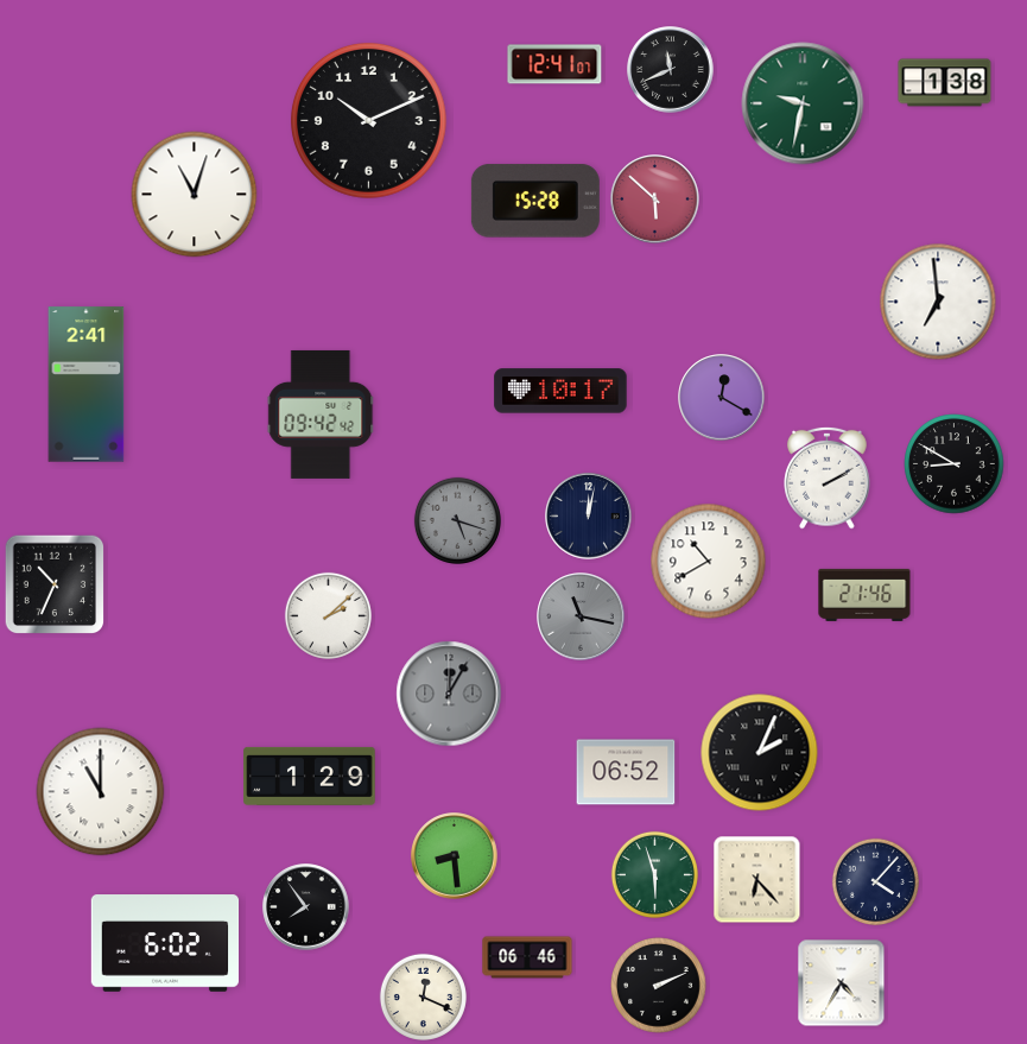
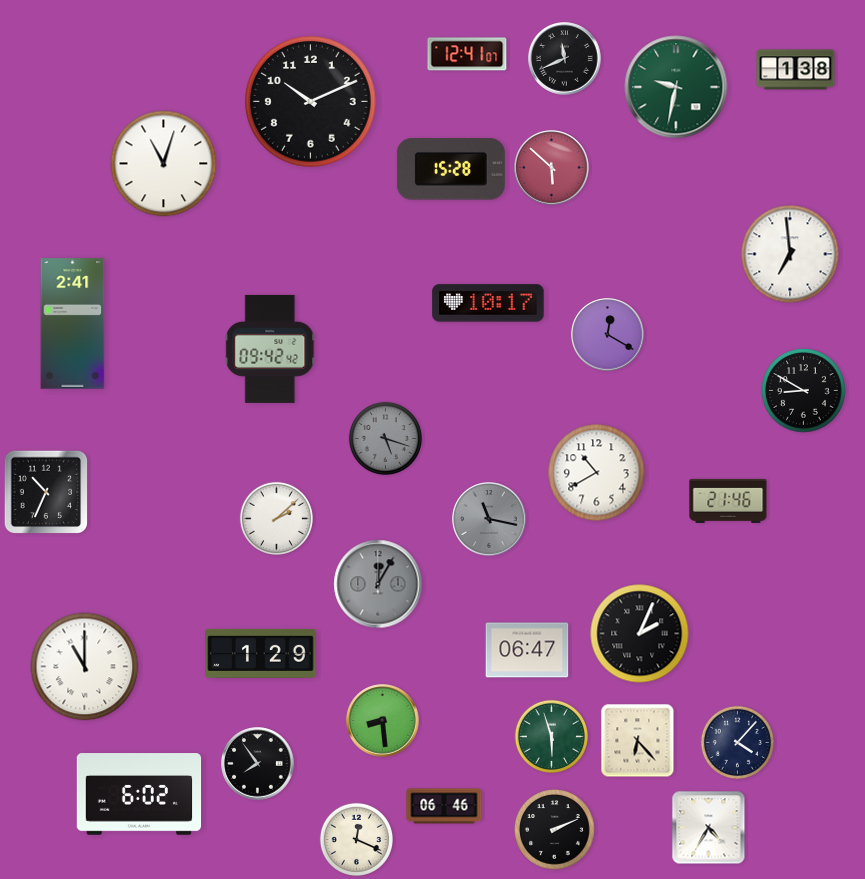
clock at (560, 391) position: (560, 391) -> (488, 303)
clock at (828, 477): 2:10 -> none
clock at (589, 517): 12:02 -> none
clock at (626, 772): 06:52 -> 06:47
